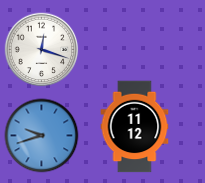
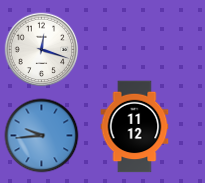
clock at (42, 136): 9:42 -> 9:44
